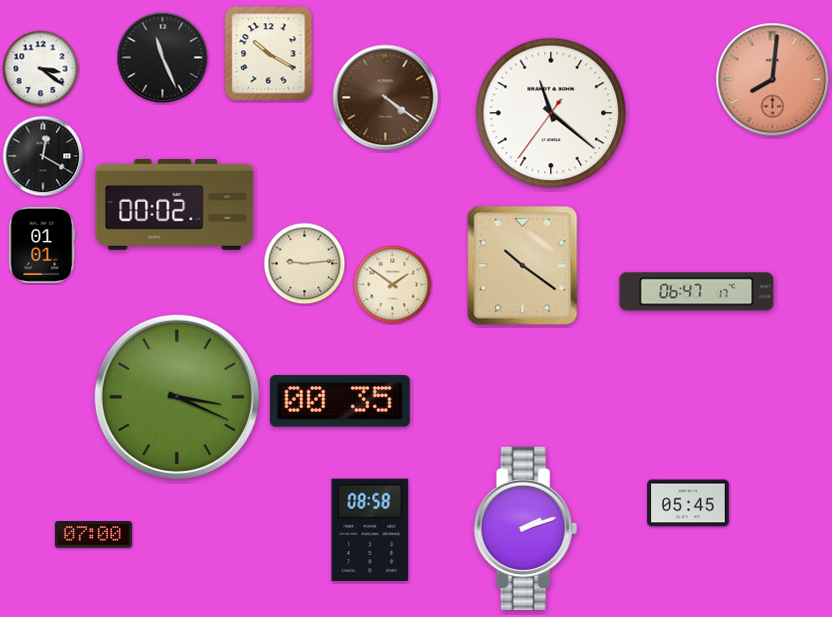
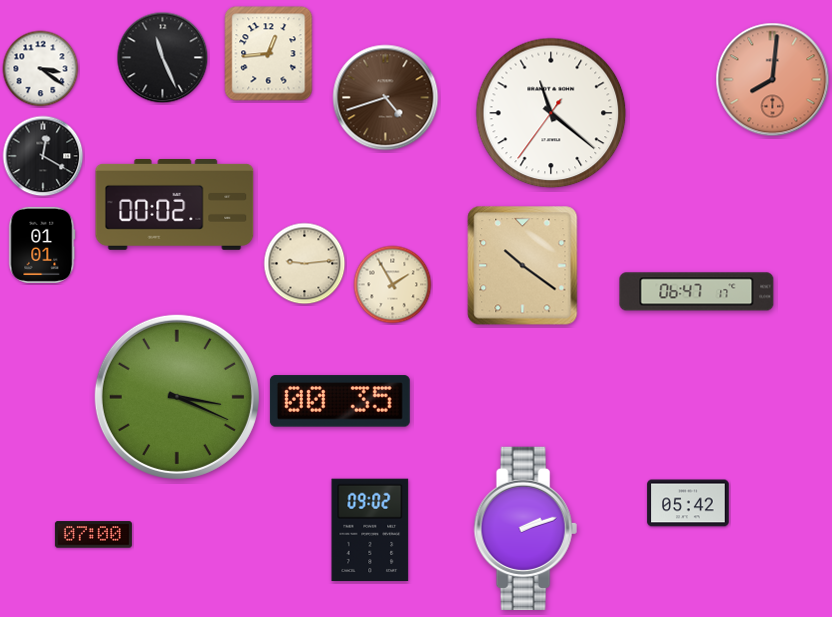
clock at (269, 54): 10:20 -> 12:44
clock at (386, 98): 4:21 -> 4:42
clock at (393, 285): 1:51 -> 1:55
clock at (688, 503): 05:45 -> 05:42
clock at (370, 529): 08:58 -> 09:02
